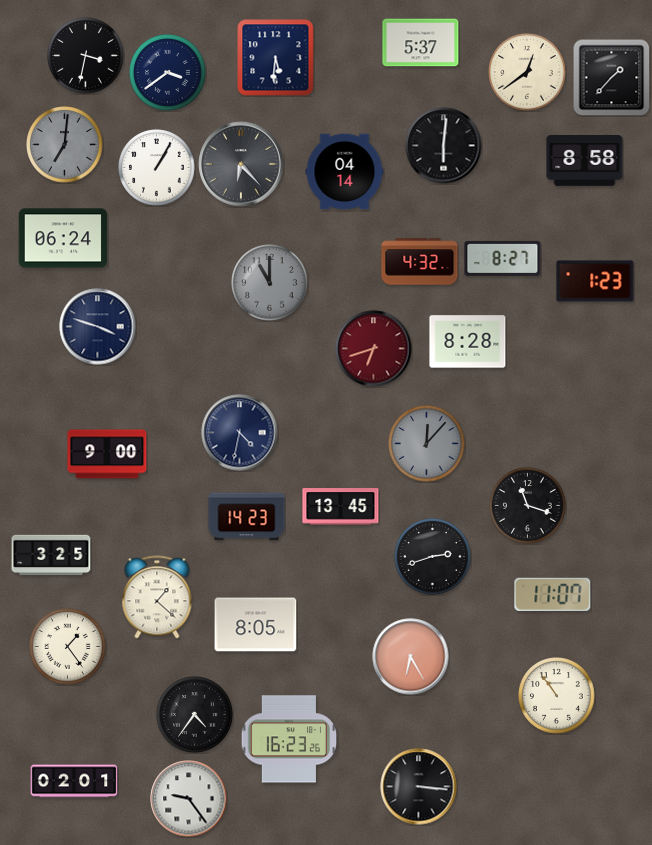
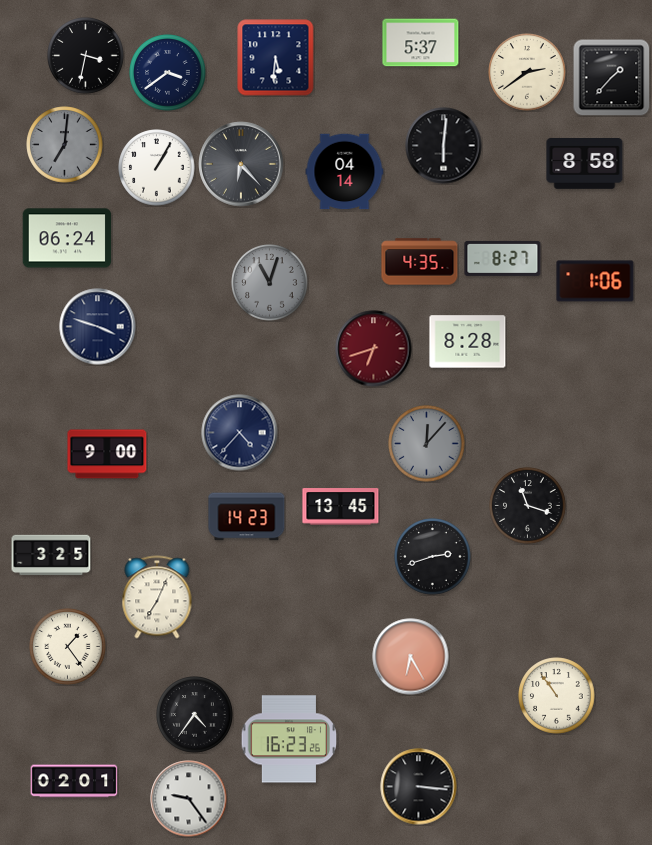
clock at (527, 72): 12:39 -> 2:39
clock at (585, 161) position: (585, 161) -> (585, 164)
clock at (63, 238) position: (63, 238) -> (67, 238)
clock at (420, 262): 4:32 -> 4:35
clock at (595, 281): 1:23 -> 1:06
clock at (270, 283): 11:00 -> 11:03
clock at (240, 433): 4:32 -> 4:37
clock at (553, 594): 11:07 -> none
clock at (157, 597): 1:22 -> 7:04
clock at (256, 625): 8:05 -> none
